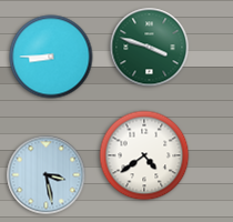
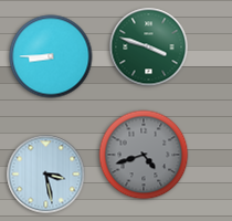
clock at (144, 155): 4:39 -> 4:42
clock at (144, 155) dial: white -> grey
